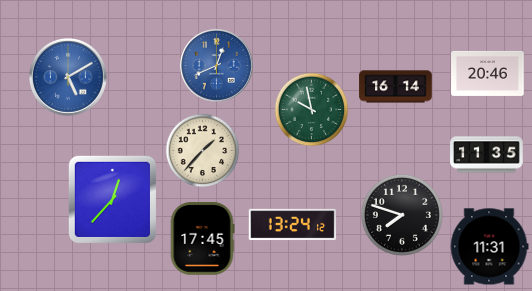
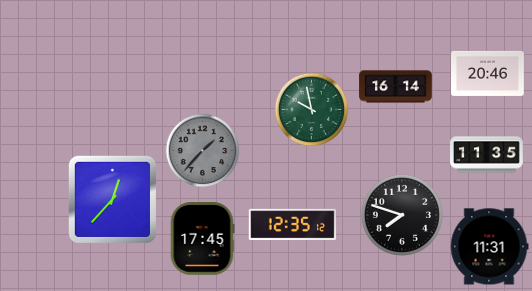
clock at (216, 65): 12:41 -> none
clock at (69, 78): 5:10 -> none
clock at (203, 151) dial: cream -> grey
clock at (293, 225): 13:24 -> 12:35
